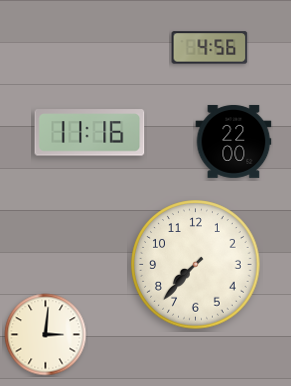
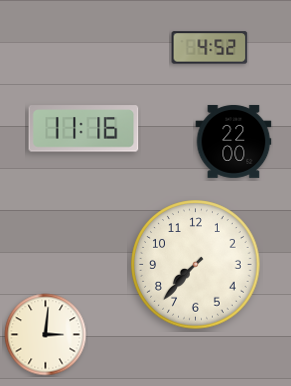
clock at (210, 48): 4:56 -> 4:52
clock at (90, 133) position: (90, 133) -> (84, 129)
